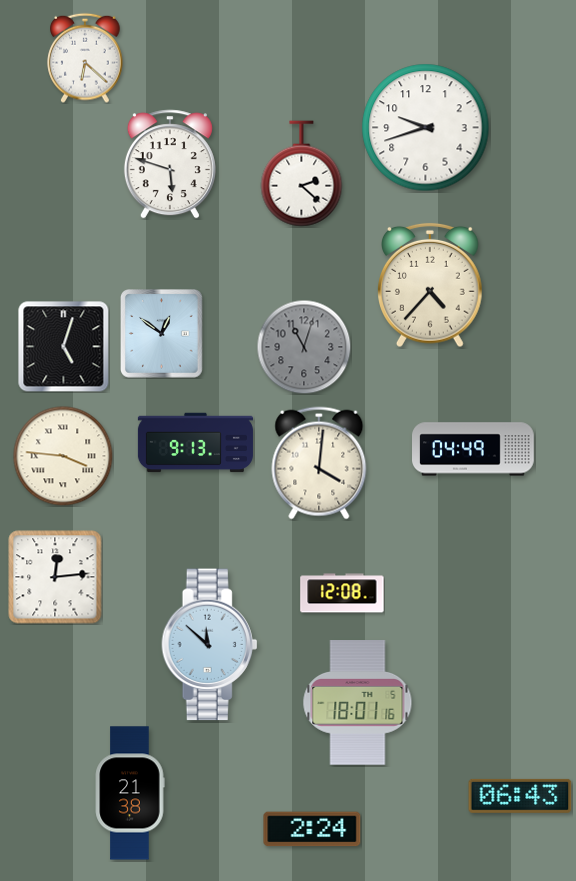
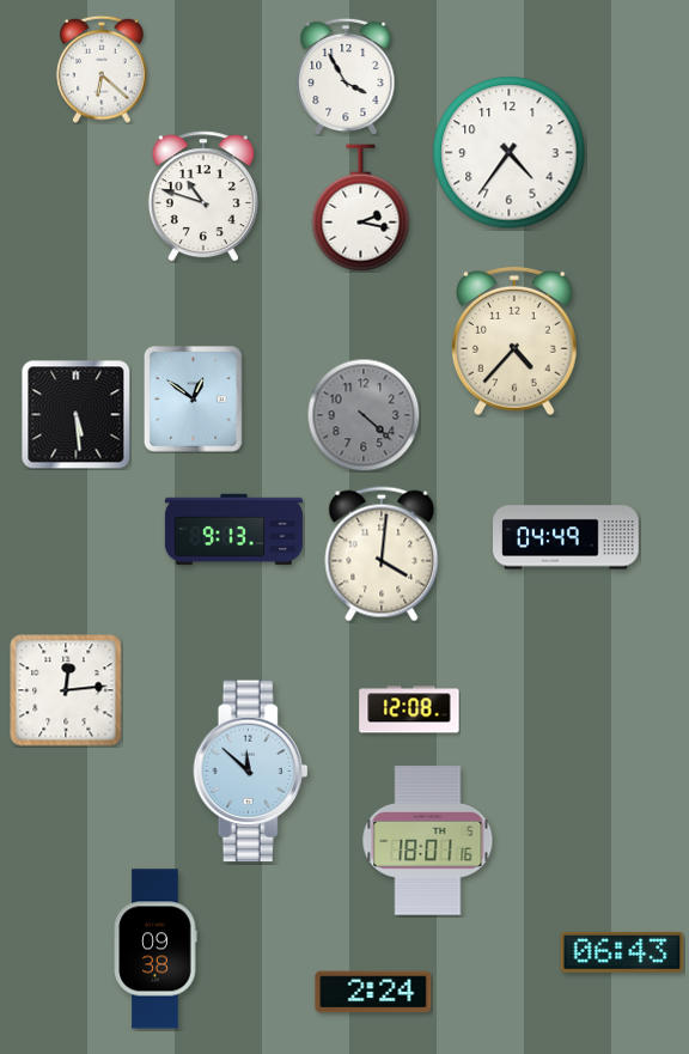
clock at (346, 77): none -> 3:55
clock at (426, 128): 9:42 -> 4:36
clock at (170, 164): 5:48 -> 10:48
clock at (302, 174): 2:22 -> 2:17
clock at (63, 346): 5:03 -> 5:29
clock at (304, 347): 11:03 -> 4:22
clock at (63, 456): 3:46 -> none
clock at (130, 793): 21:38 -> 09:38
